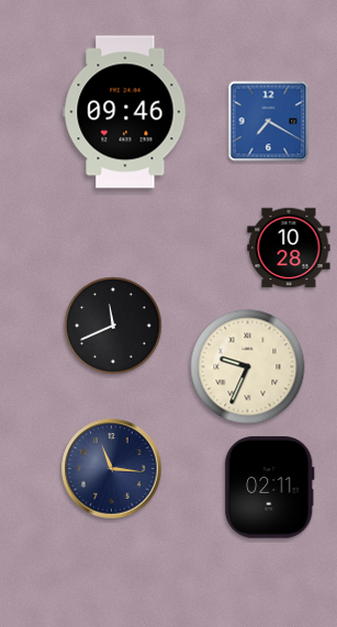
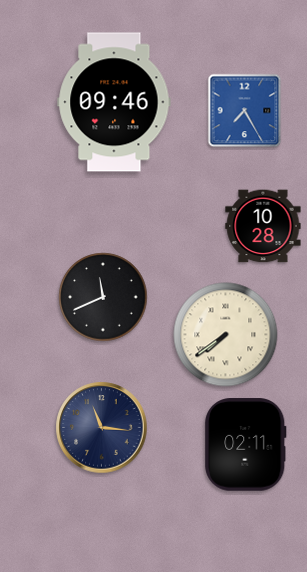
clock at (269, 122): 7:20 -> 7:25
clock at (248, 367): 9:34 -> 7:39
